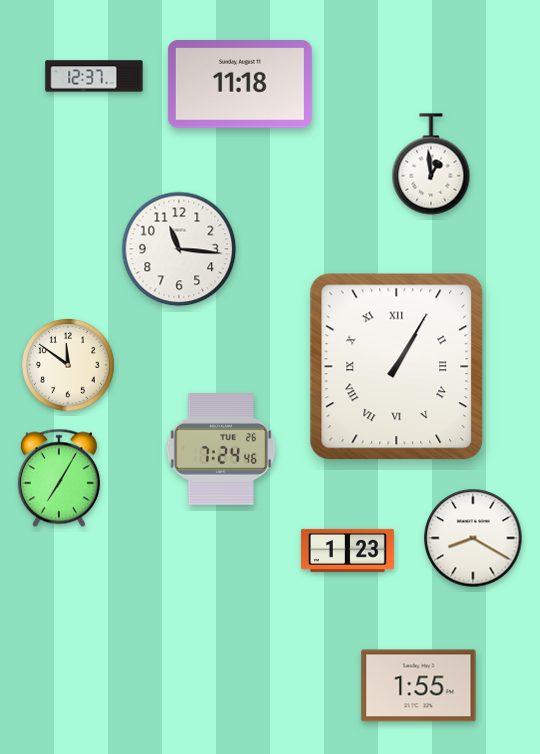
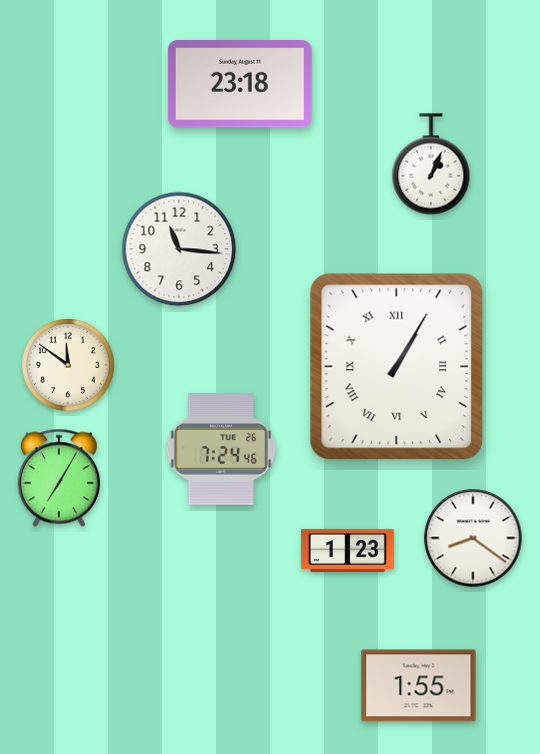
clock at (94, 76): 12:37 -> none
clock at (240, 85): 11:18 -> 23:18
clock at (431, 164): 12:59 -> 1:04
clock at (473, 538): 8:20 -> 8:21
